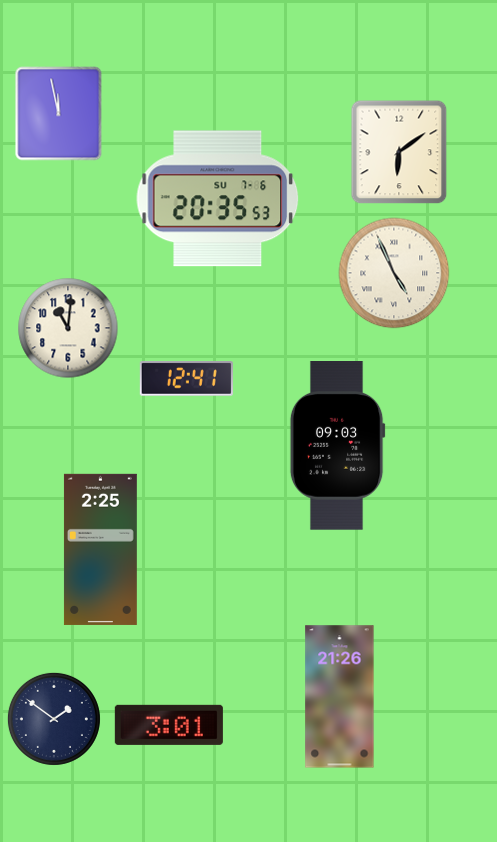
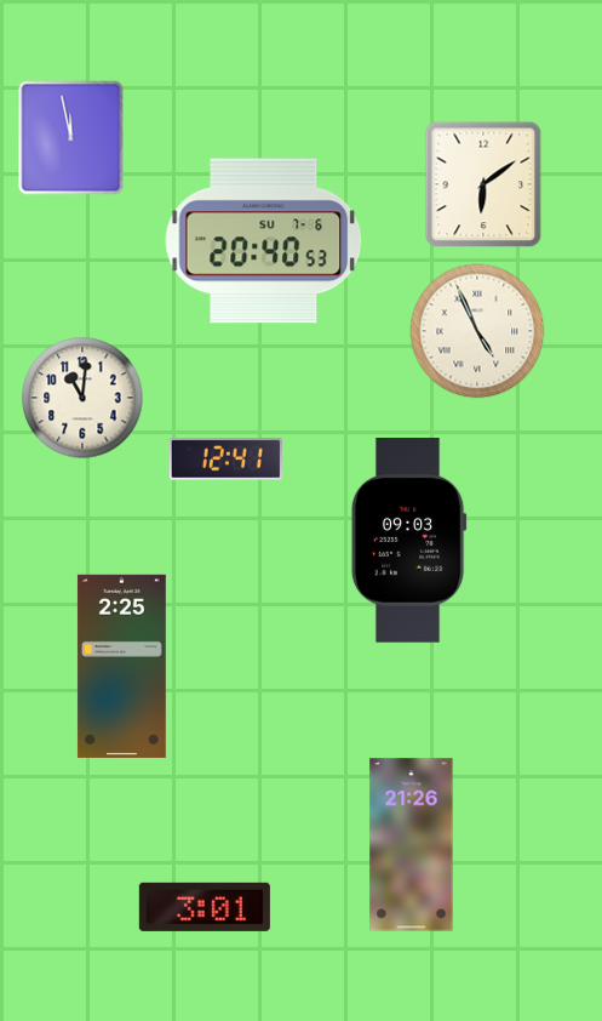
clock at (218, 199): 20:35 -> 20:40
clock at (54, 719): 1:51 -> none
clock at (169, 725) position: (169, 725) -> (205, 907)
